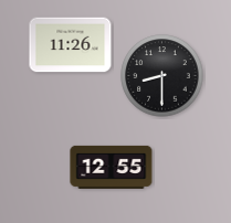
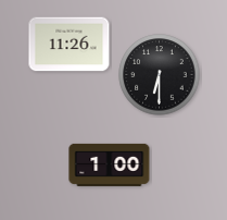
clock at (162, 76): 8:30 -> 6:30
clock at (112, 167): 12:55 -> 1:00
